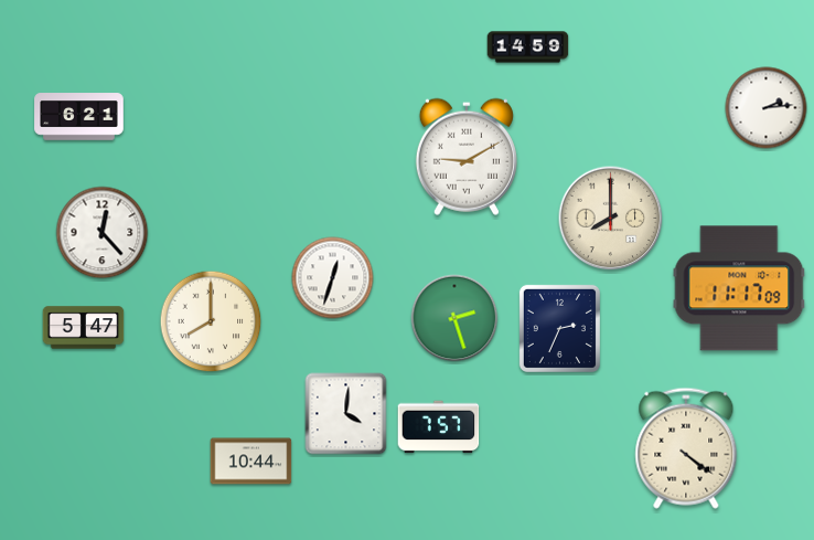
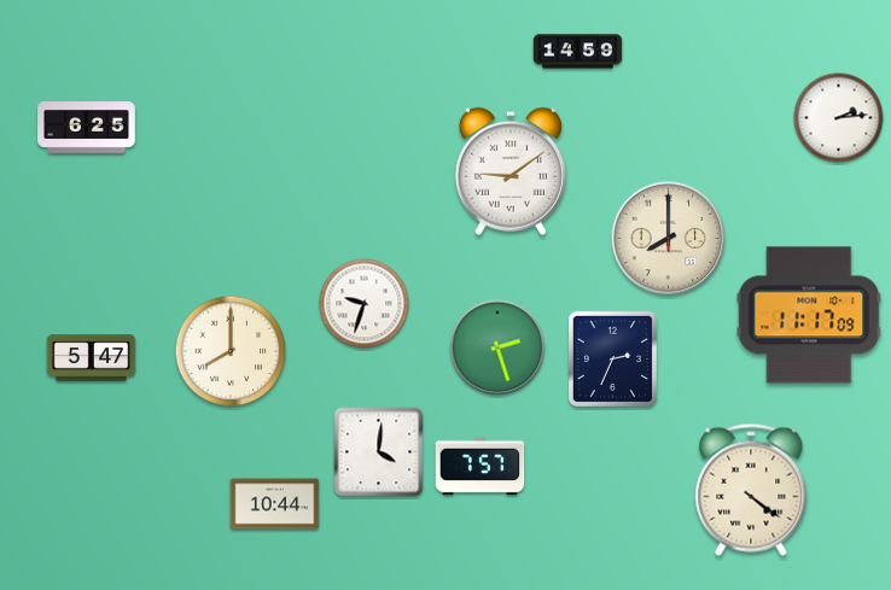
clock at (79, 117): 6:21 -> 6:25
clock at (467, 157): 9:10 -> 9:09
clock at (103, 233): 12:23 -> none
clock at (333, 278): 12:33 -> 9:33
